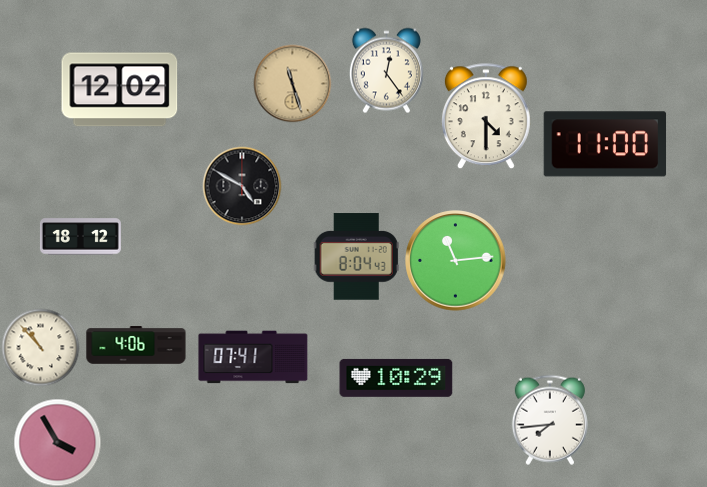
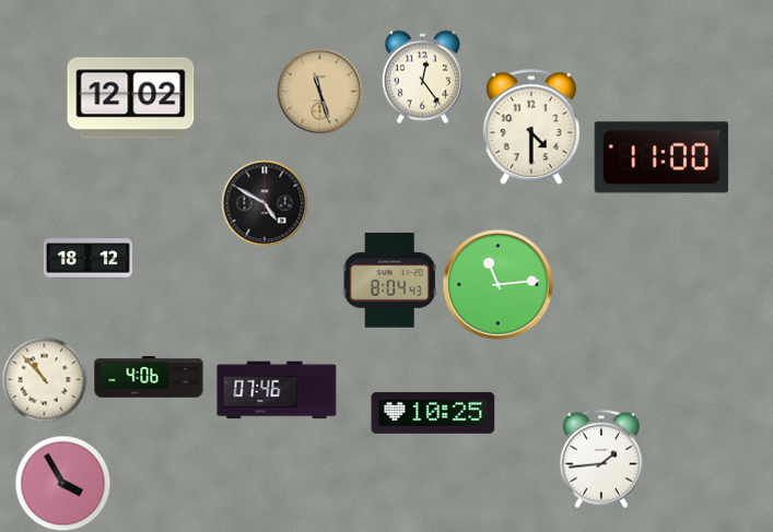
clock at (253, 357): 07:41 -> 07:46
clock at (396, 378): 10:29 -> 10:25
clock at (550, 420): 7:44 -> 1:44
